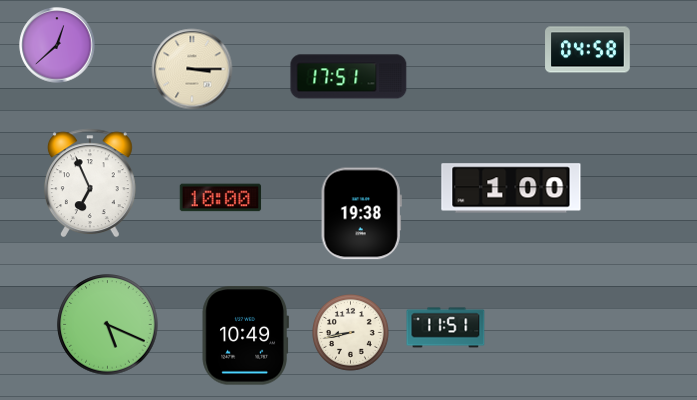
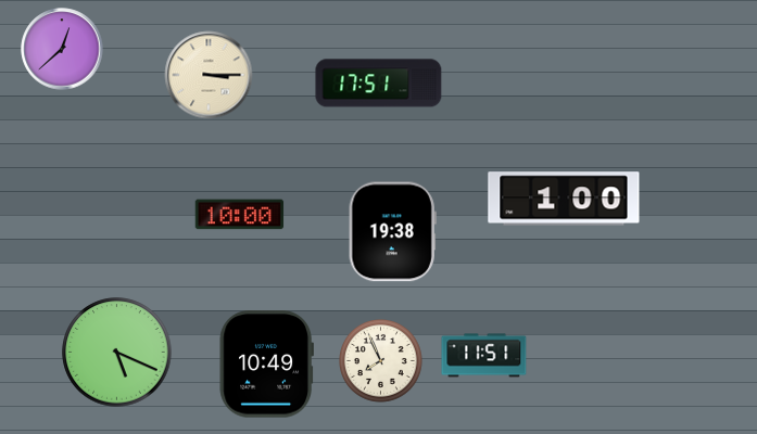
clock at (588, 50): 04:58 -> none
clock at (90, 183): 6:56 -> none
clock at (511, 188) position: (511, 188) -> (564, 199)
clock at (351, 333): 8:43 -> 7:56
